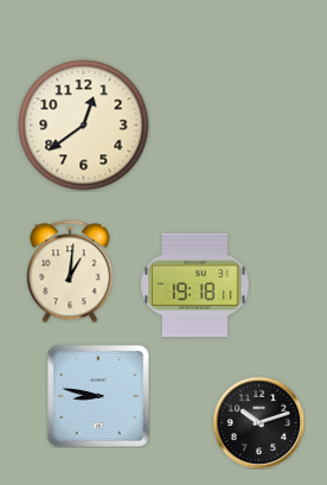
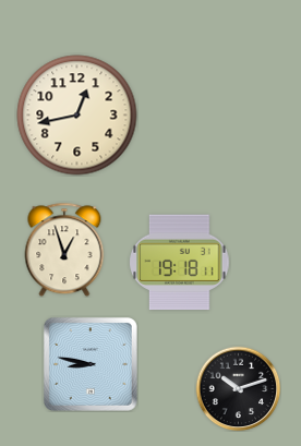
clock at (84, 126): 12:39 -> 12:43
clock at (70, 272): 1:01 -> 12:57
